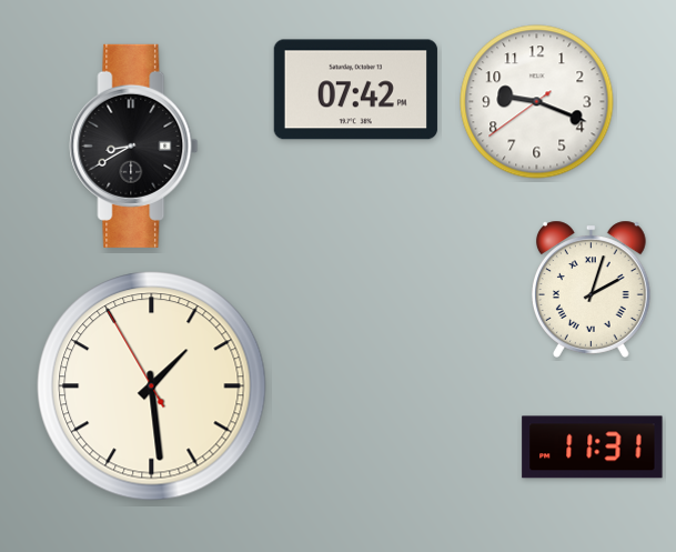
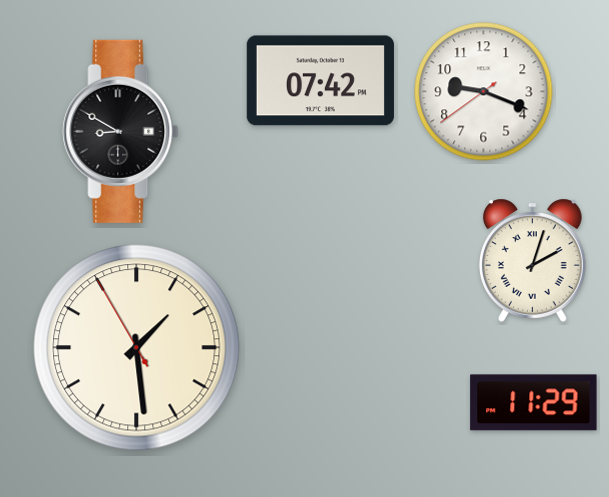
clock at (134, 145): 8:40 -> 8:50
clock at (593, 448): 11:31 -> 11:29
